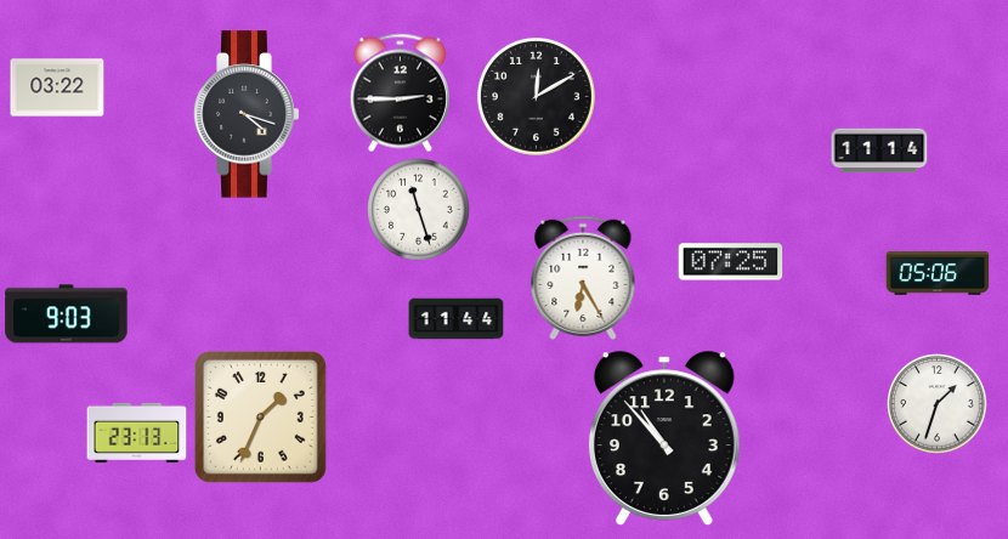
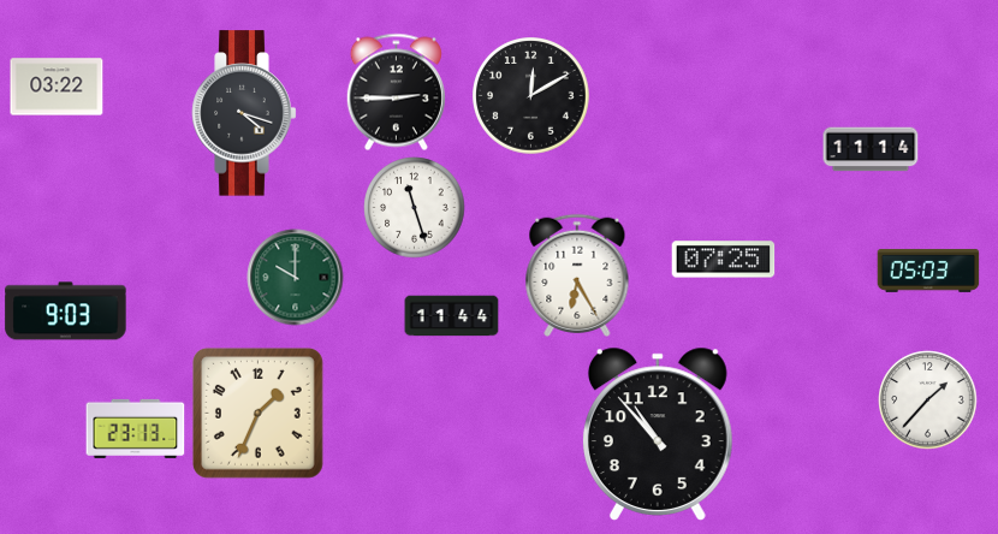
clock at (938, 274): 05:06 -> 05:03
clock at (296, 278): none -> 10:00
clock at (938, 404): 1:33 -> 1:37
